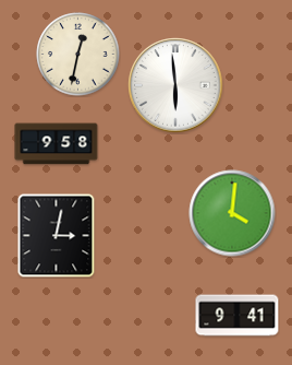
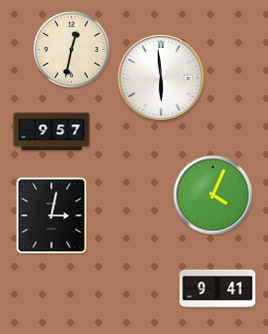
clock at (57, 144): 9:58 -> 9:57
clock at (232, 213): 4:01 -> 4:04
